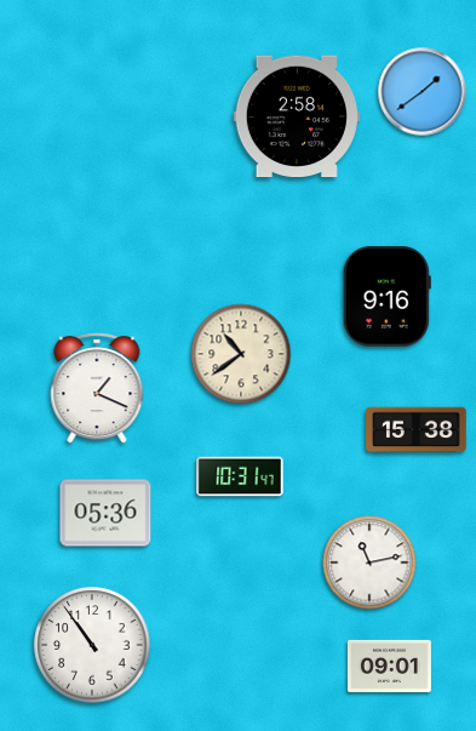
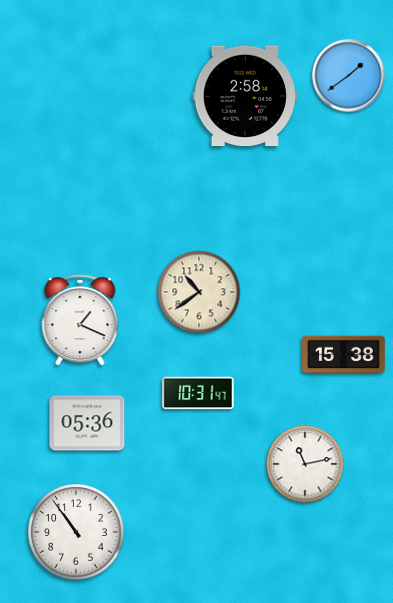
clock at (386, 297): 9:16 -> none
clock at (389, 666): 09:01 -> none
